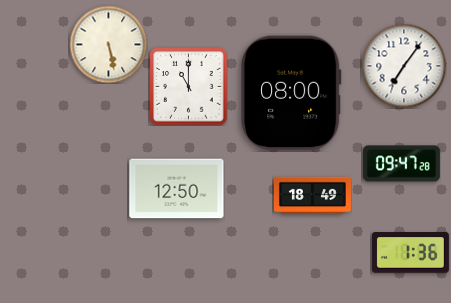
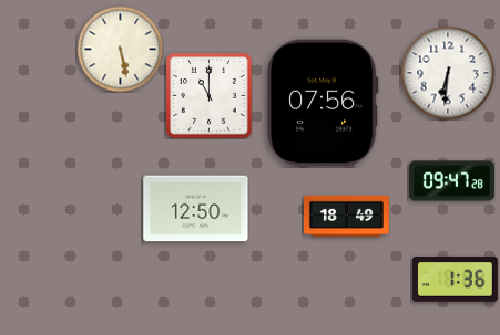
clock at (404, 66): 7:06 -> 6:31
clock at (292, 93): 08:00 -> 07:56
clock at (401, 164) position: (401, 164) -> (451, 181)
